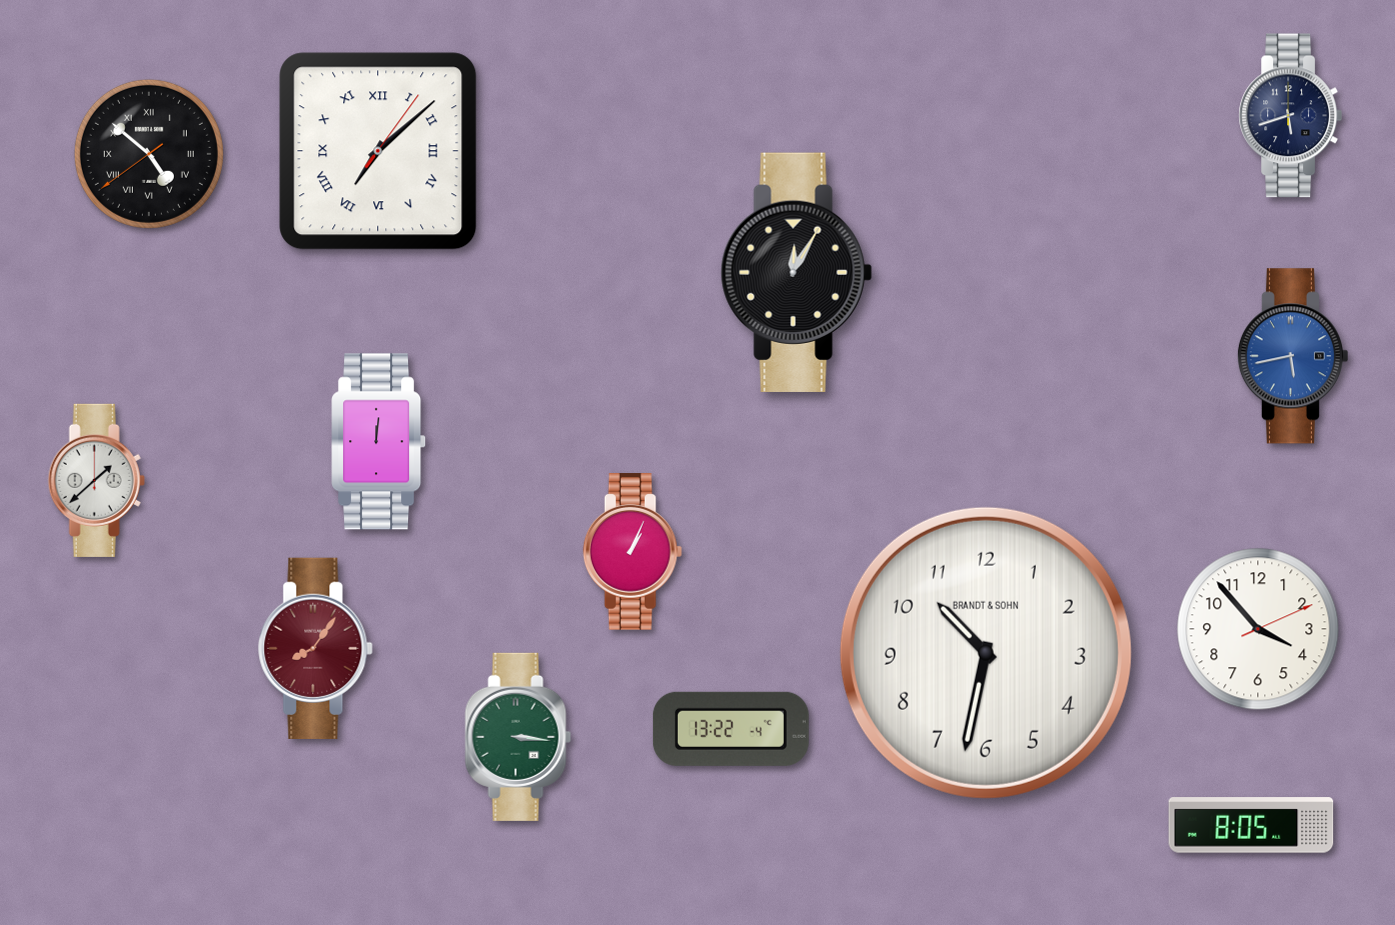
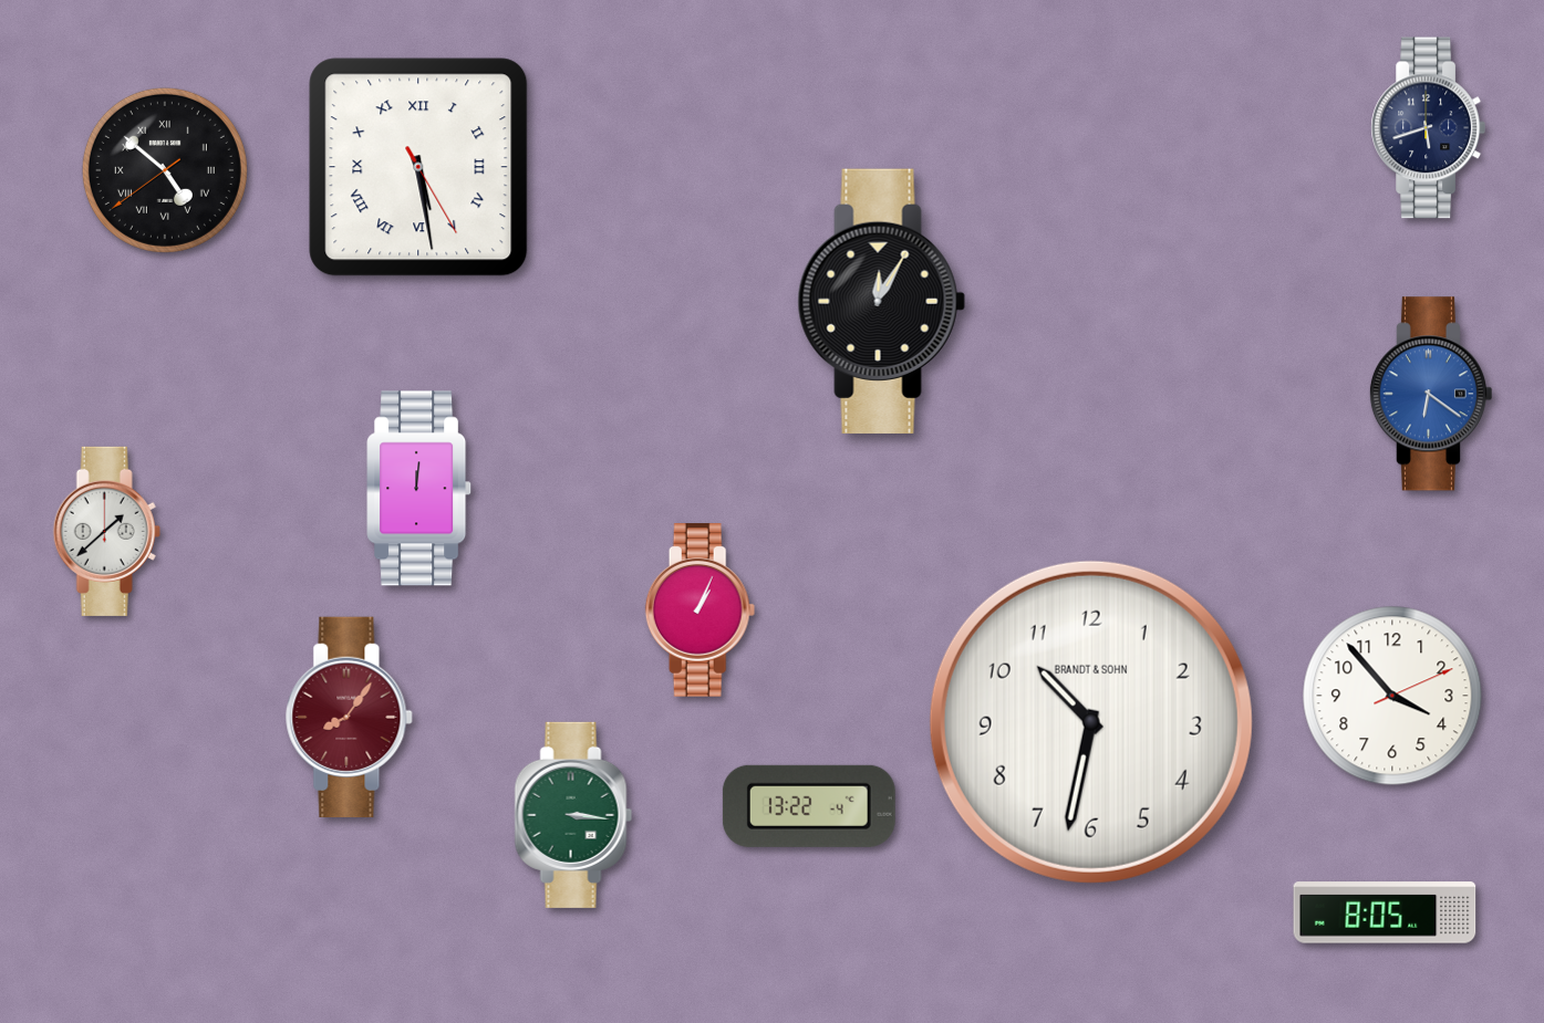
clock at (378, 151): 7:08 -> 5:28
clock at (1292, 356): 5:43 -> 6:21
